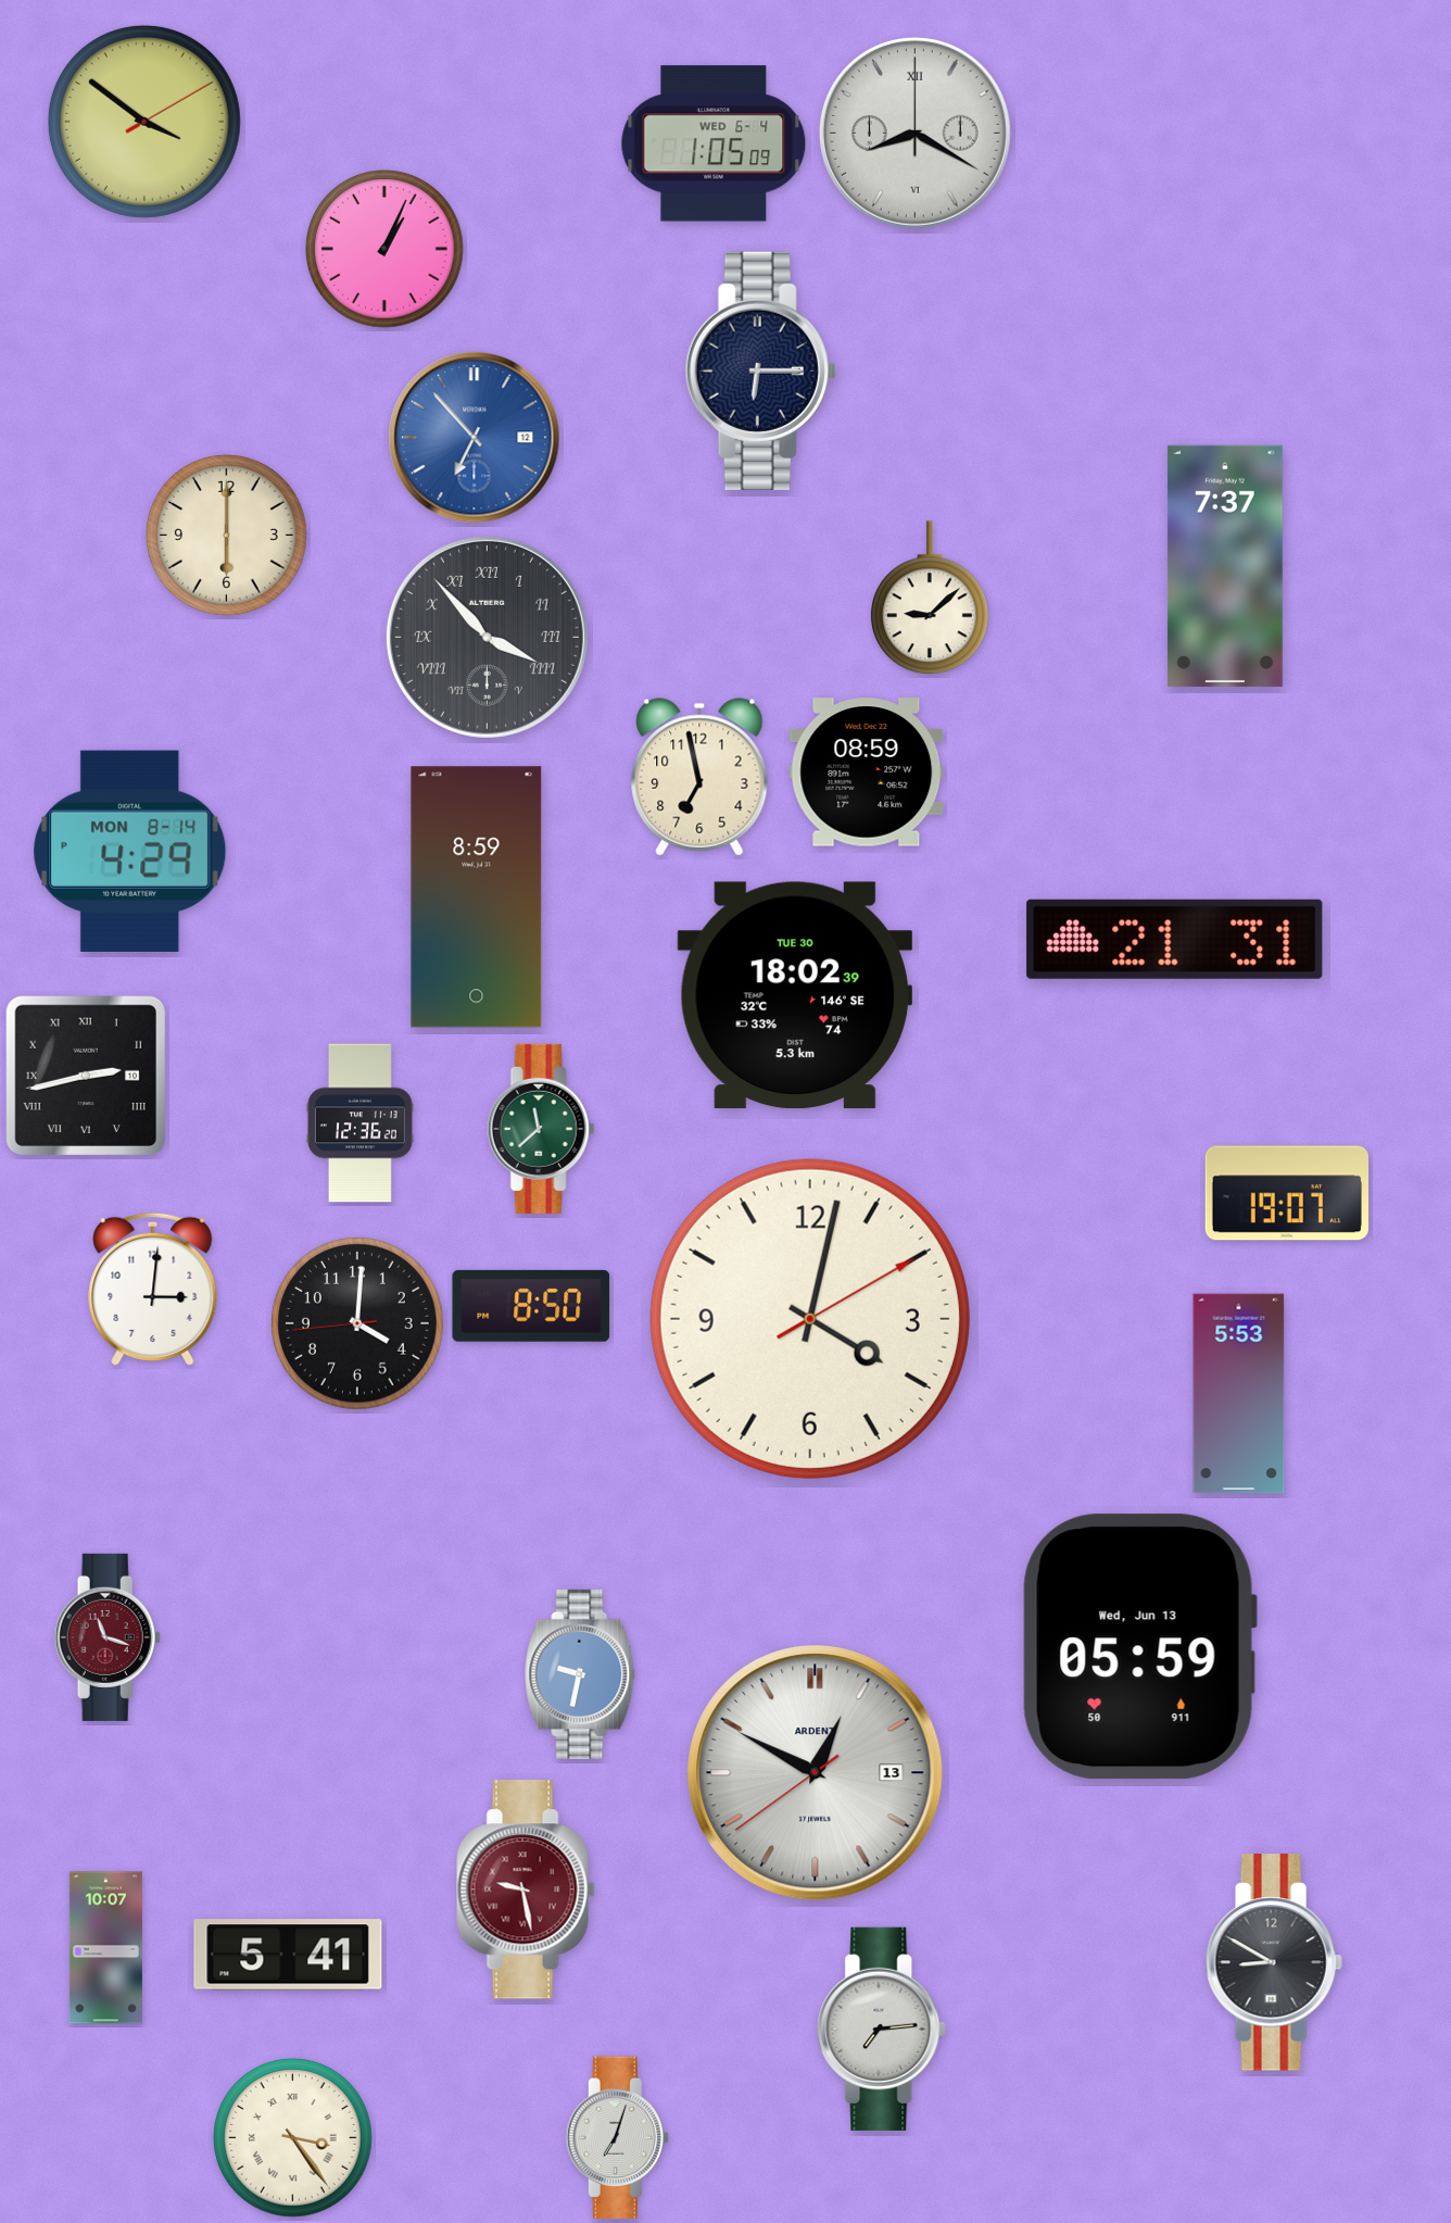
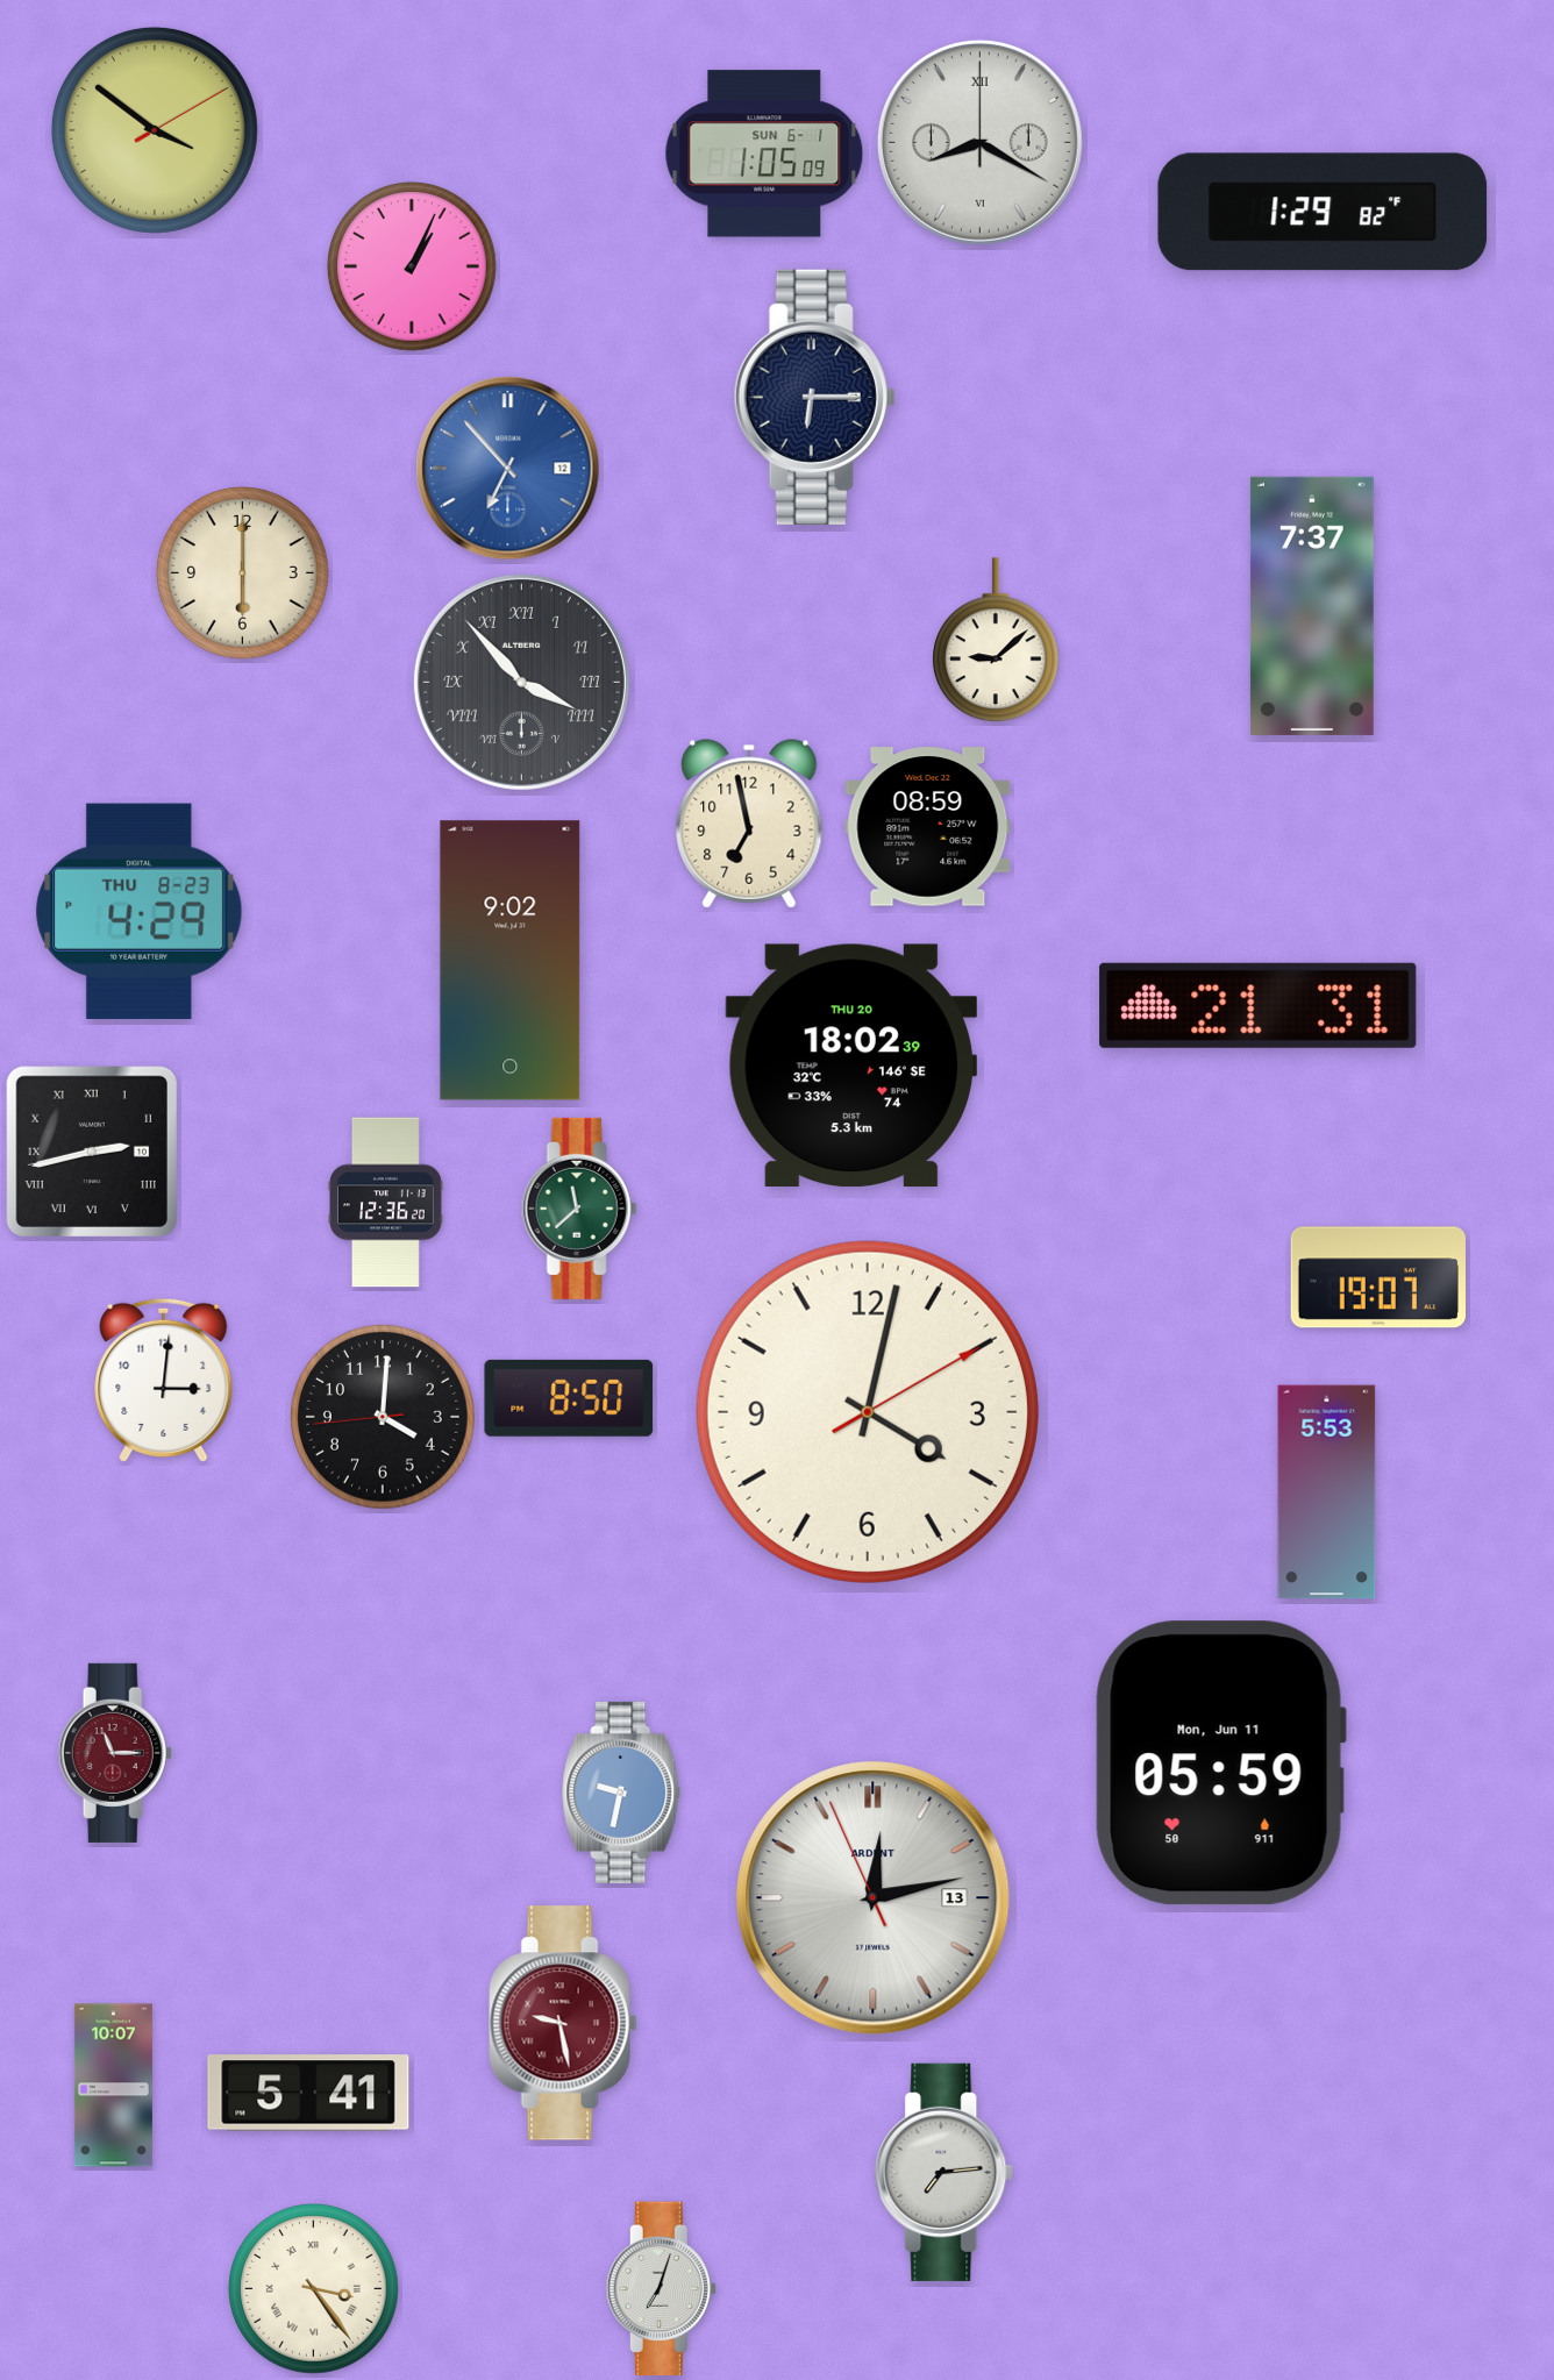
clock at (714, 143) date: WED 6-4 -> SUN 6-1
clock at (1323, 212): none -> 1:29
clock at (699, 777) position: (699, 777) -> (749, 824)
clock at (130, 851) date: MON 8-14 -> THU 8-23
clock at (477, 897): 8:59 -> 9:02
clock at (794, 995) date: TUE 30 -> THU 20
clock at (108, 1637): 11:18 -> 11:15
clock at (1139, 1647) date: Wed, Jun 13 -> Mon, Jun 11
clock at (816, 1773): 12:49 -> 12:12
clock at (1274, 1962): 8:50 -> none
